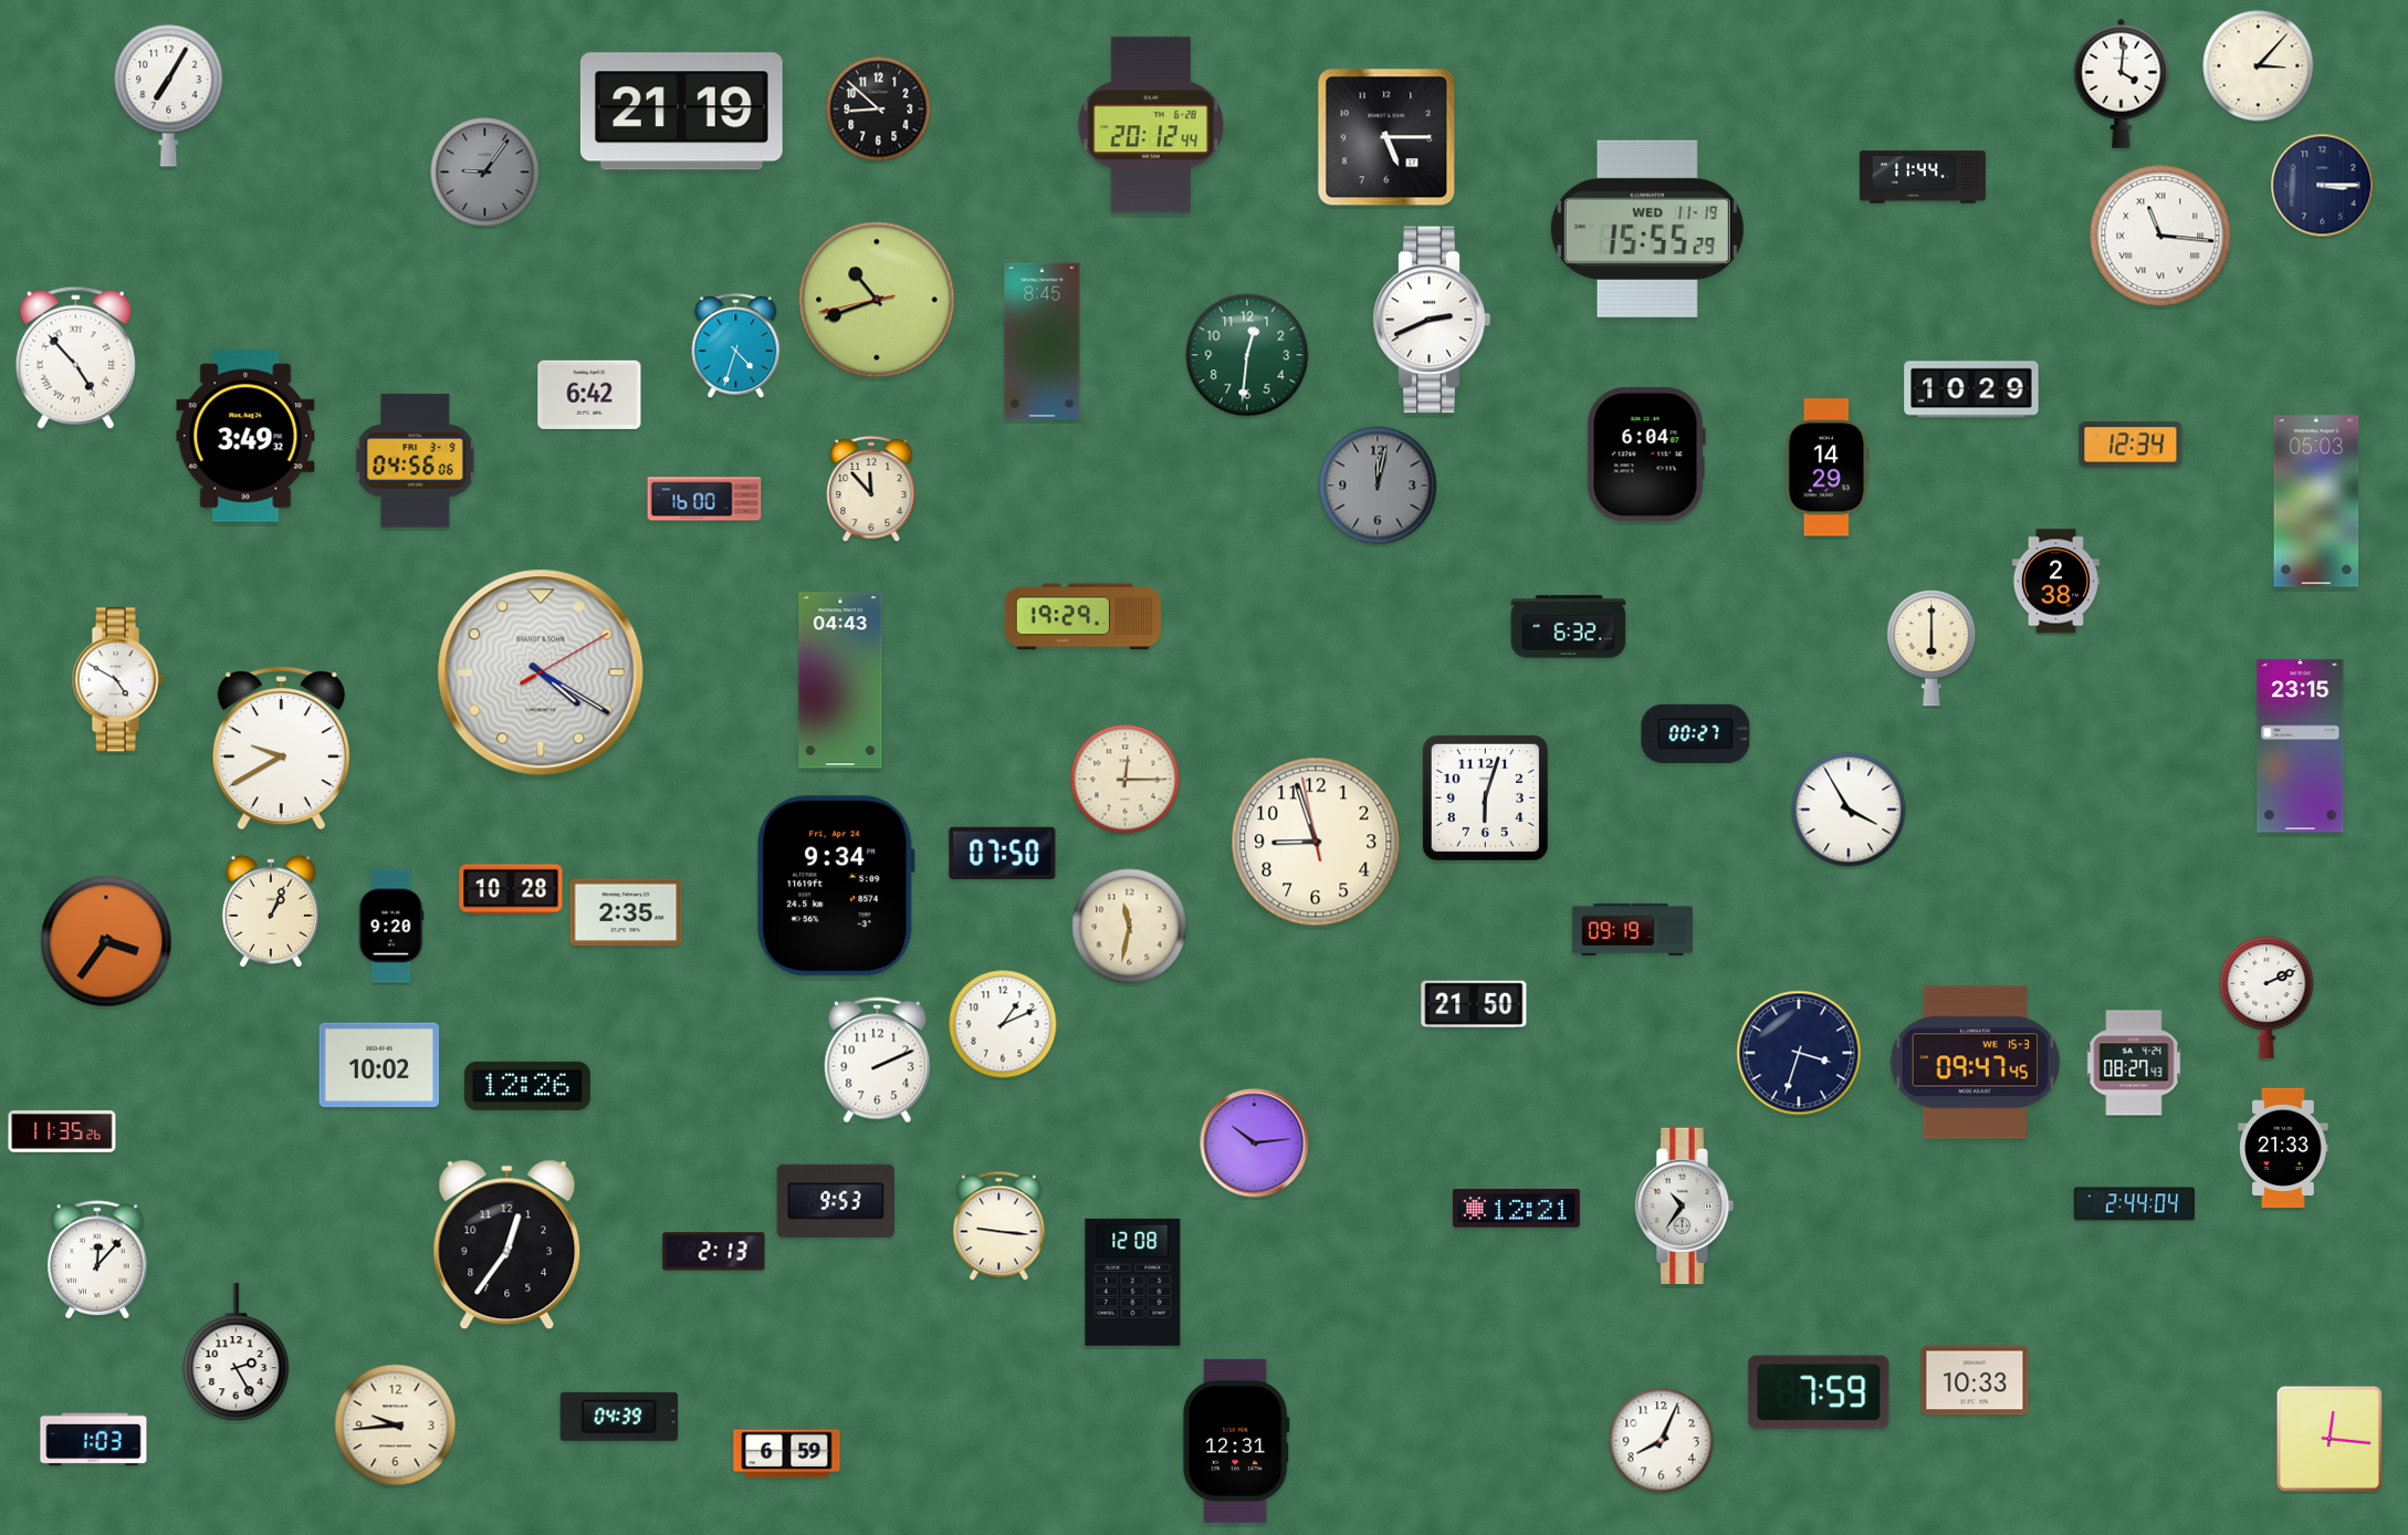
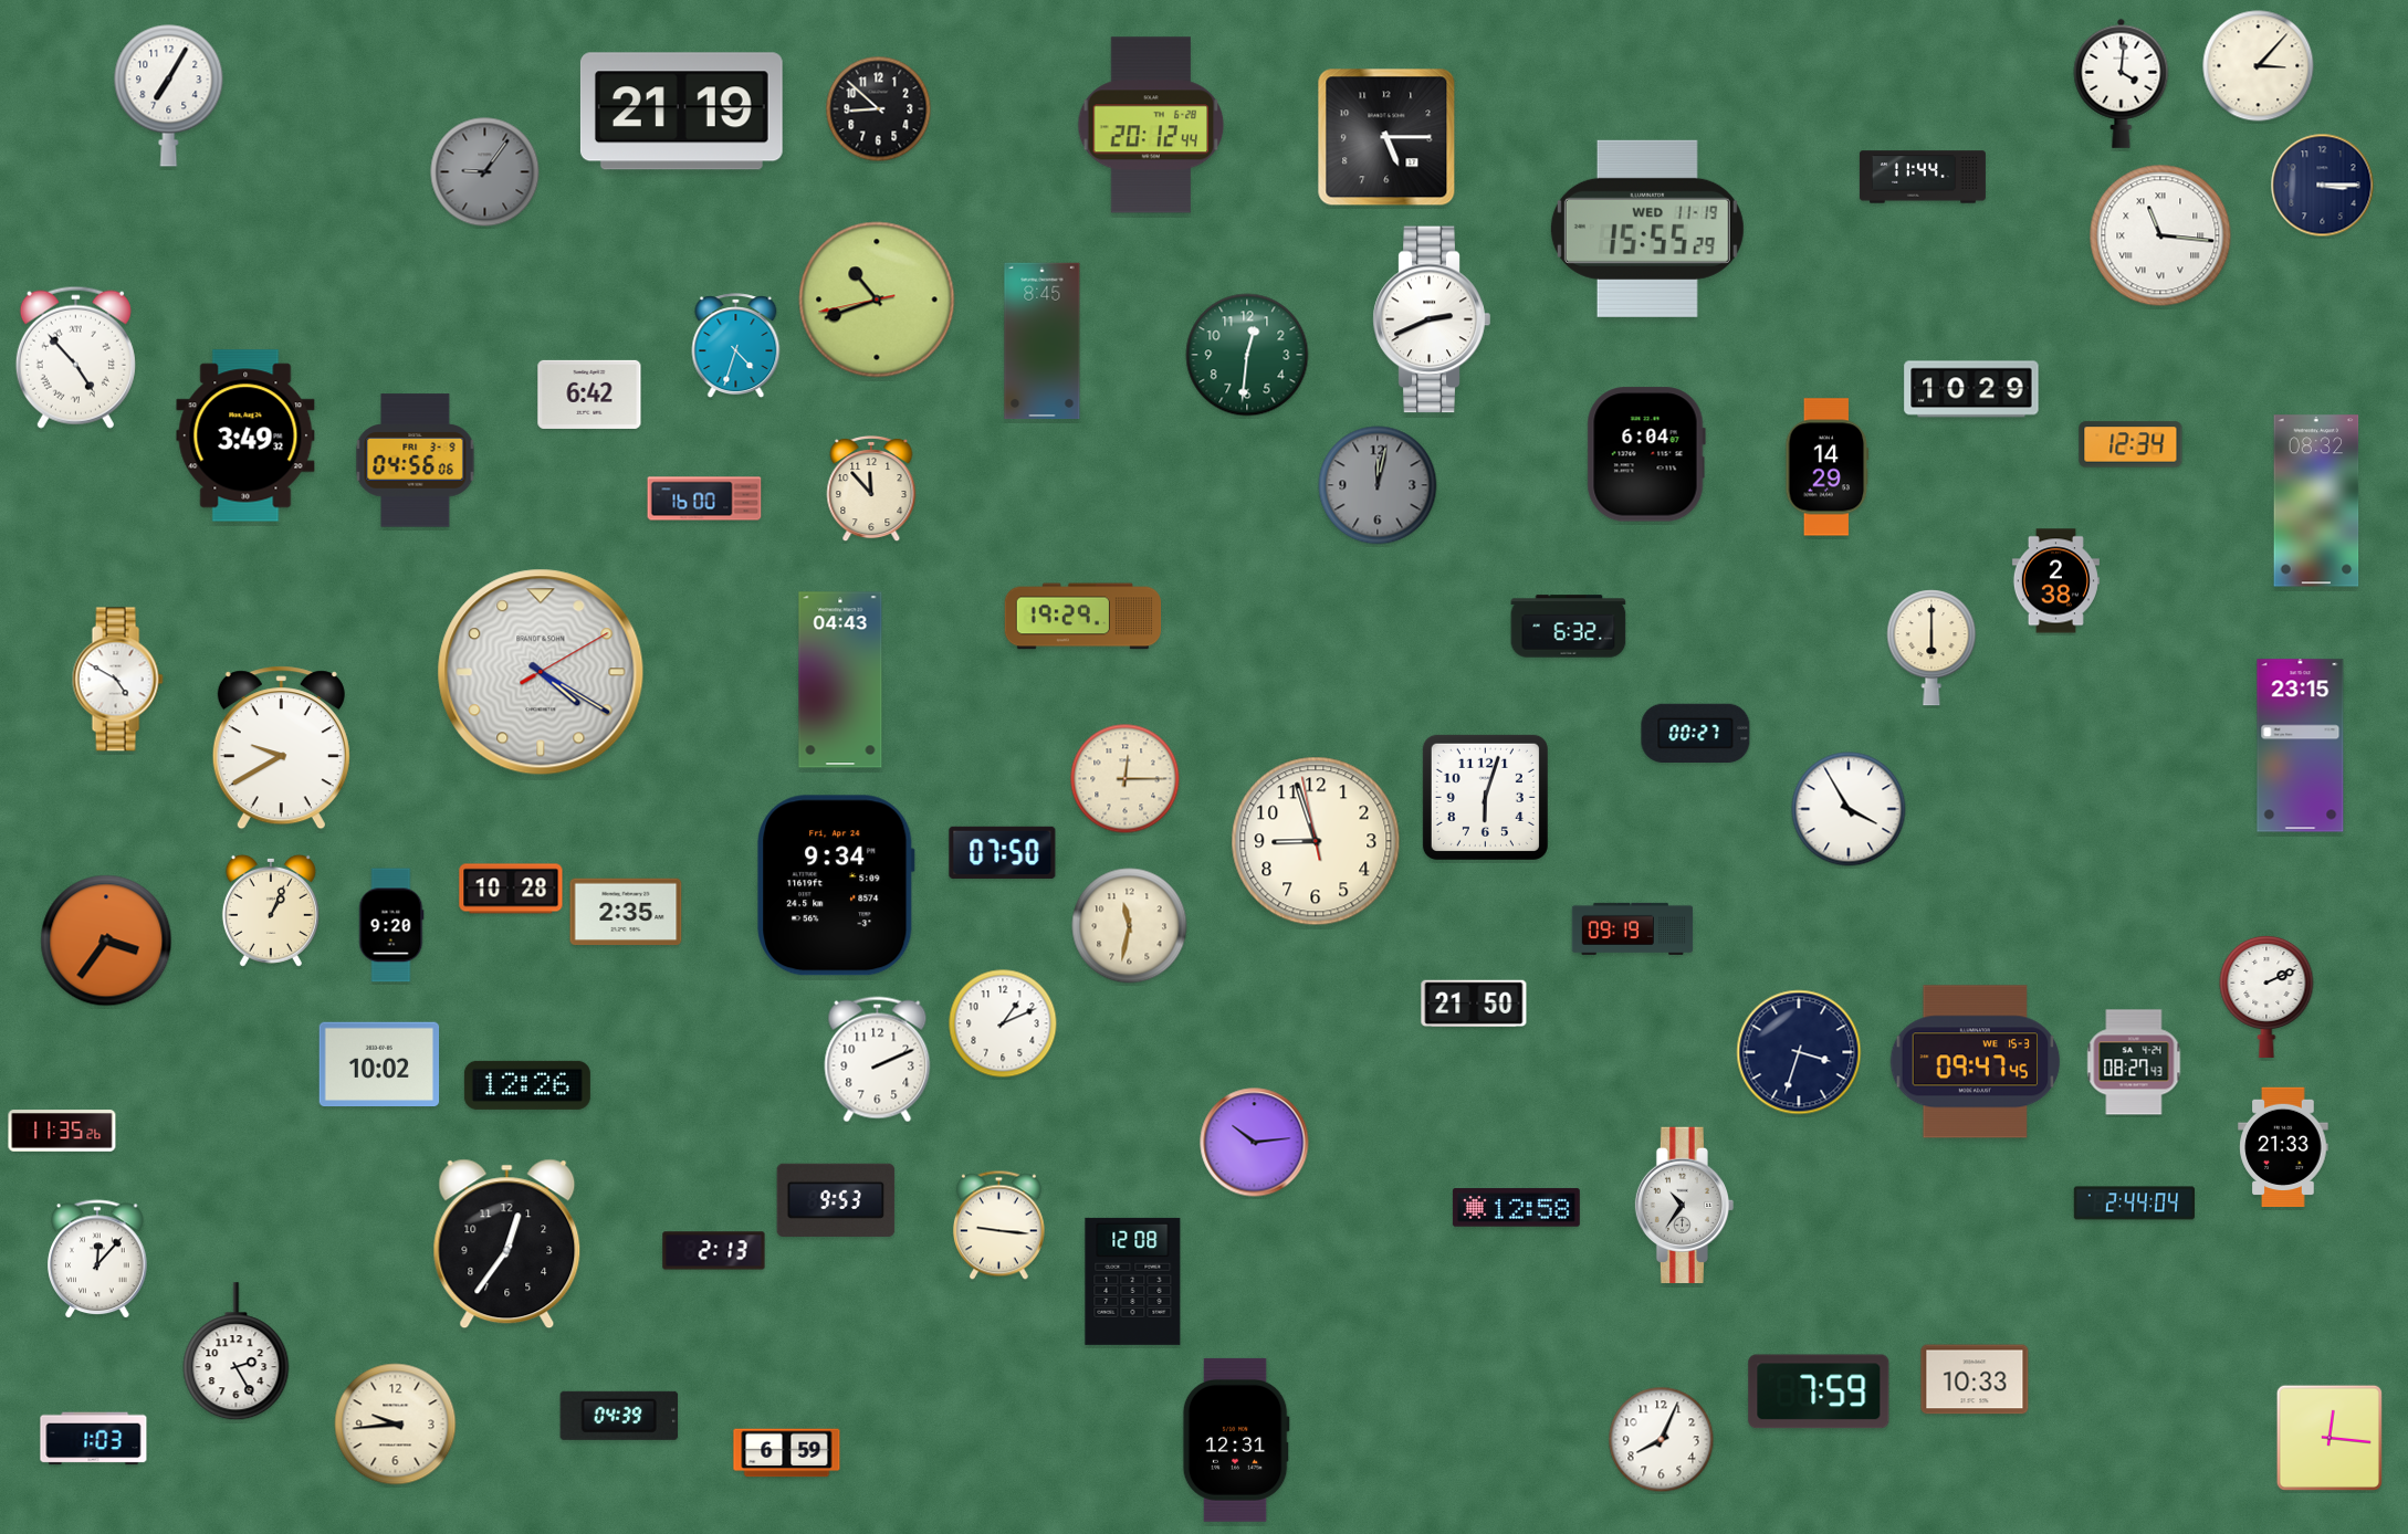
clock at (2316, 501): 05:03 -> 08:32
clock at (1516, 1209): 12:21 -> 12:58
